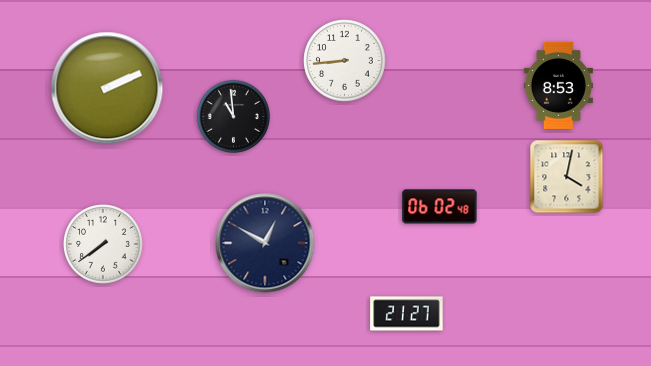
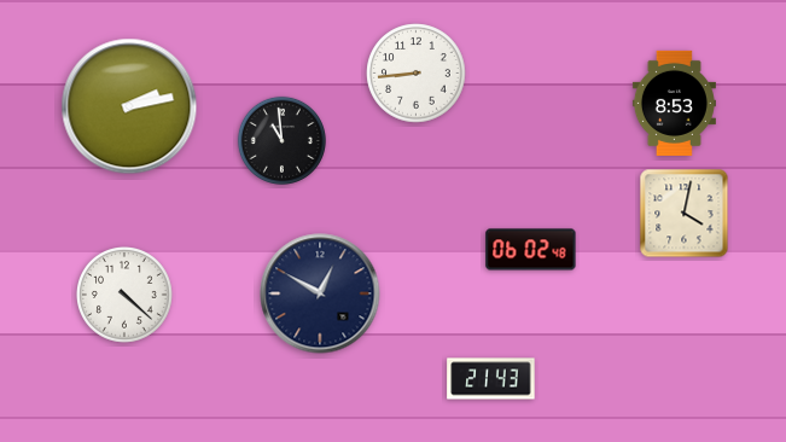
clock at (107, 88): 2:11 -> 2:13
clock at (104, 245): 7:39 -> 4:22
clock at (407, 314): 21:27 -> 21:43
